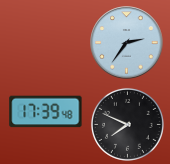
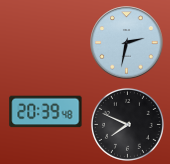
clock at (127, 43): 2:36 -> 2:32
clock at (46, 112): 17:39 -> 20:39
